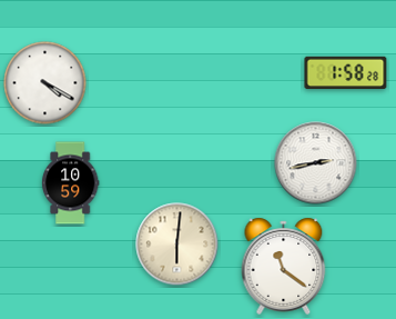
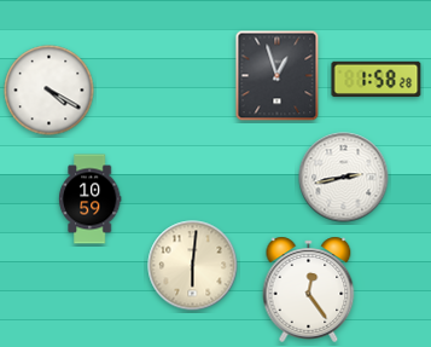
clock at (278, 76): none -> 12:57
clock at (70, 183) position: (70, 183) -> (89, 199)
clock at (284, 266): 11:21 -> 12:24
